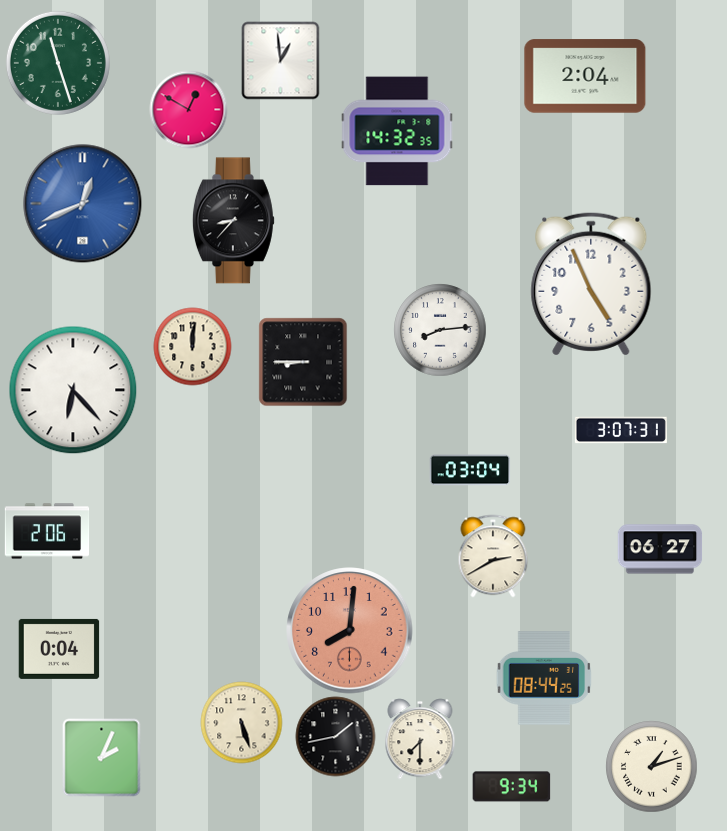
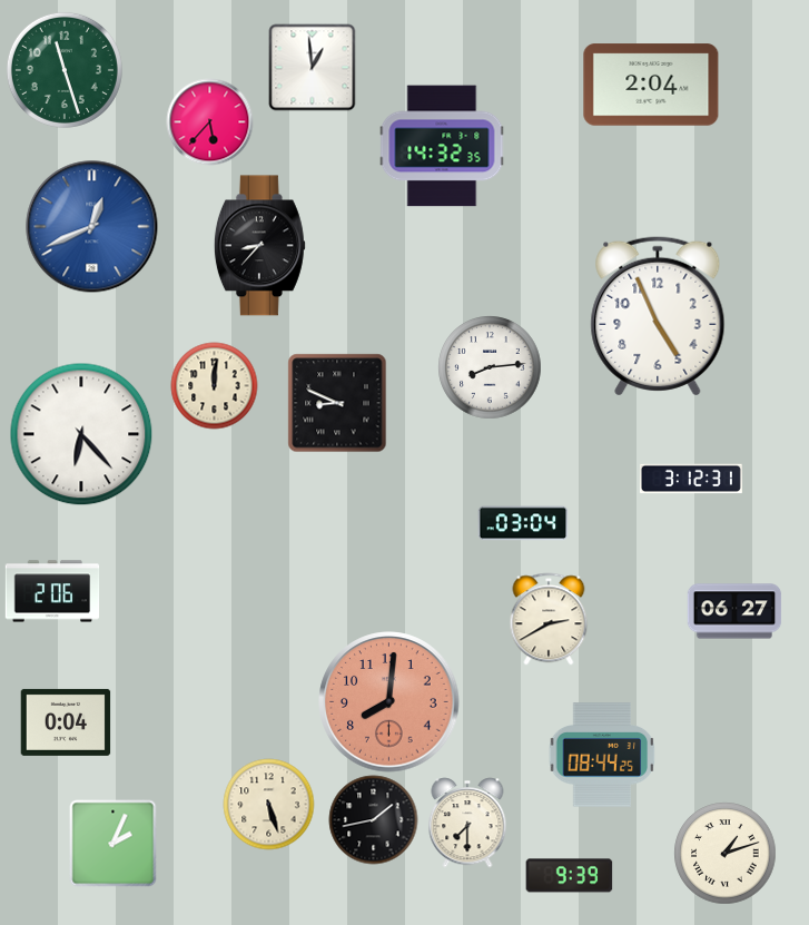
clock at (188, 109): 12:50 -> 5:37
clock at (303, 362): 8:45 -> 8:49
clock at (621, 430): 3:07 -> 3:12
clock at (544, 678) position: (544, 678) -> (602, 755)
clock at (511, 787): 9:34 -> 9:39
